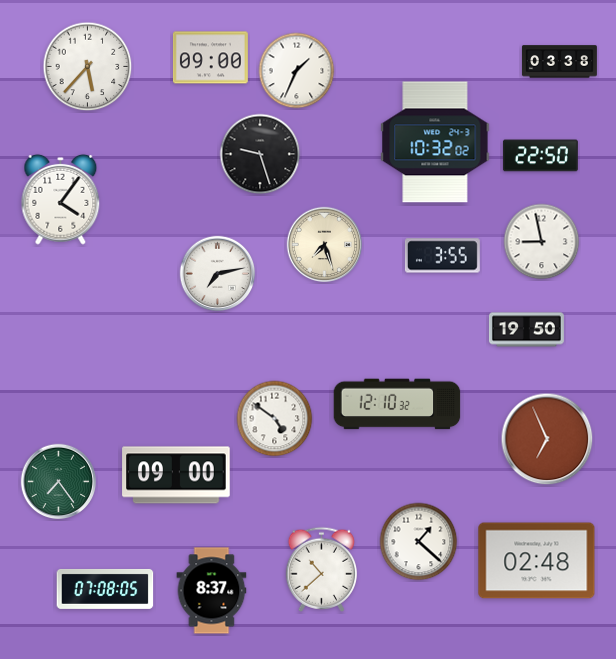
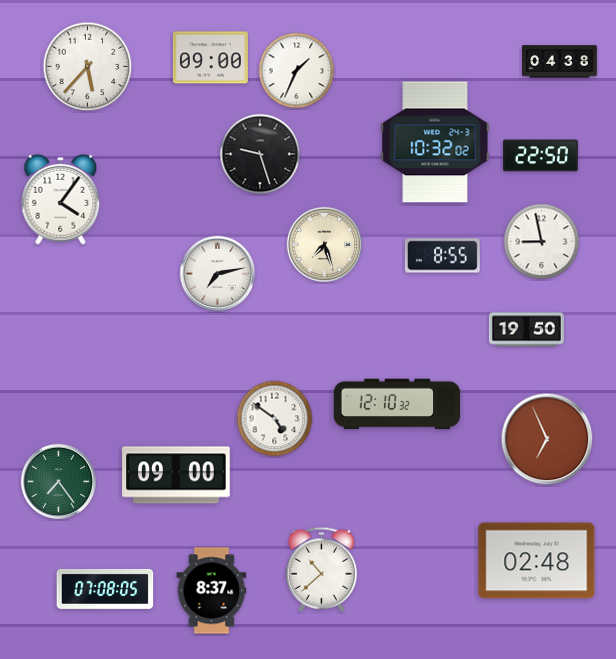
clock at (559, 62): 03:38 -> 04:38
clock at (442, 256): 3:55 -> 8:55
clock at (419, 542): 1:22 -> none
